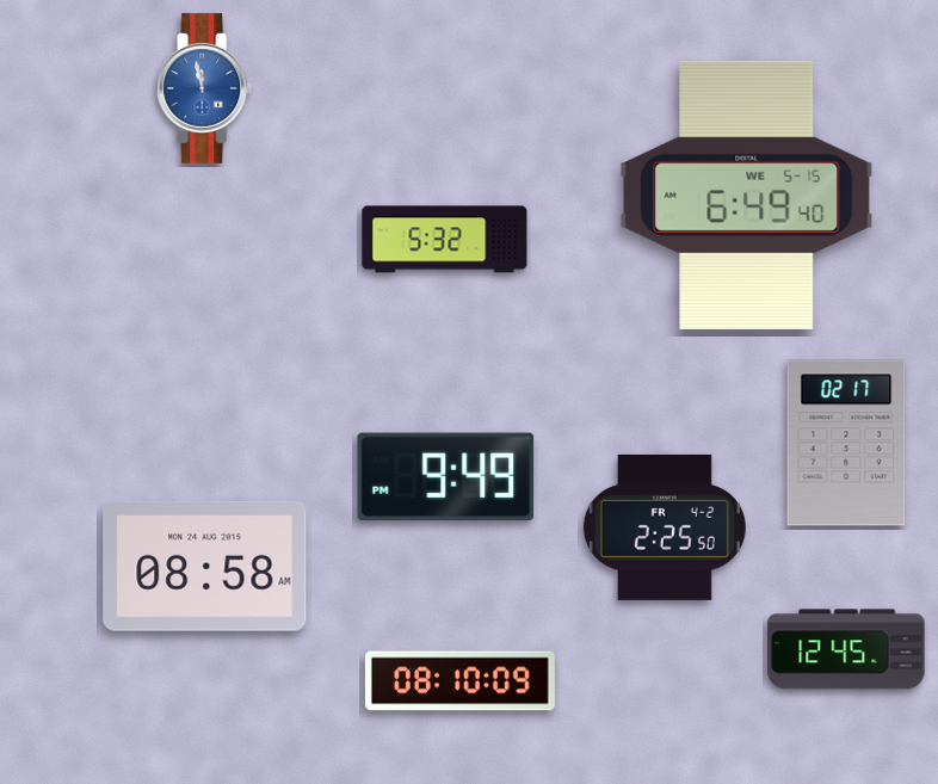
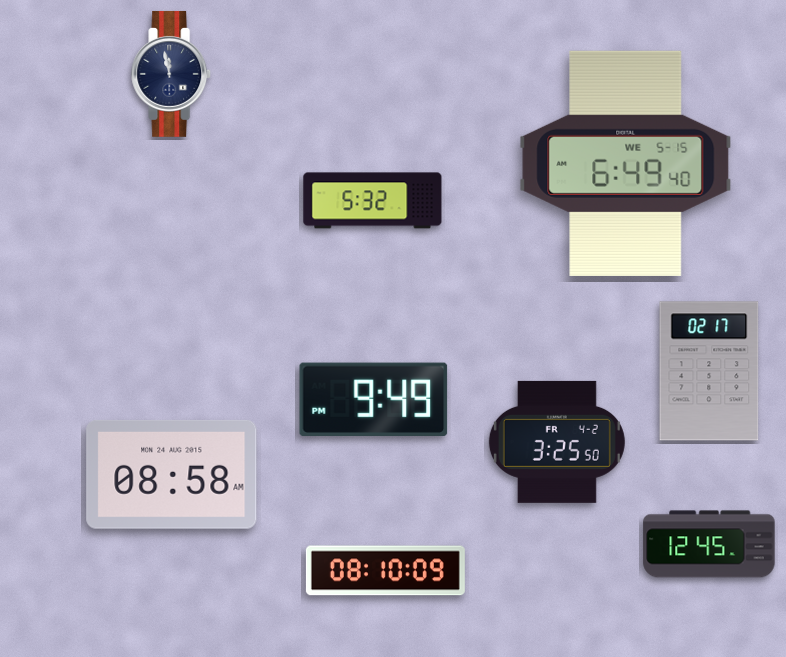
clock at (205, 88) dial: blue -> navy
clock at (665, 527): 2:25 -> 3:25
